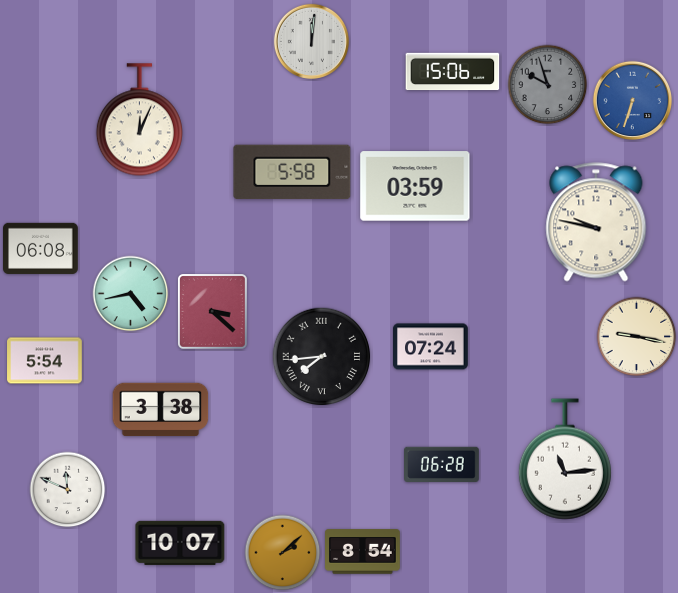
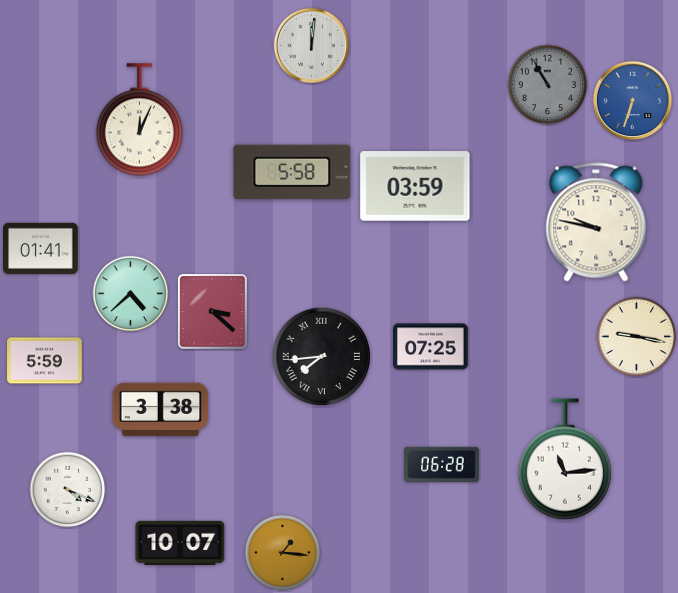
clock at (311, 41) position: (311, 41) -> (311, 45)
clock at (453, 72): 15:06 -> none
clock at (548, 85): 9:57 -> 10:55
clock at (41, 248): 06:08 -> 01:41
clock at (131, 294): 4:43 -> 4:38
clock at (431, 347): 07:24 -> 07:25
clock at (45, 361): 5:54 -> 5:59
clock at (68, 490): 11:49 -> 4:19
clock at (363, 552): 8:54 -> none
clock at (283, 553): 2:08 -> 1:16
